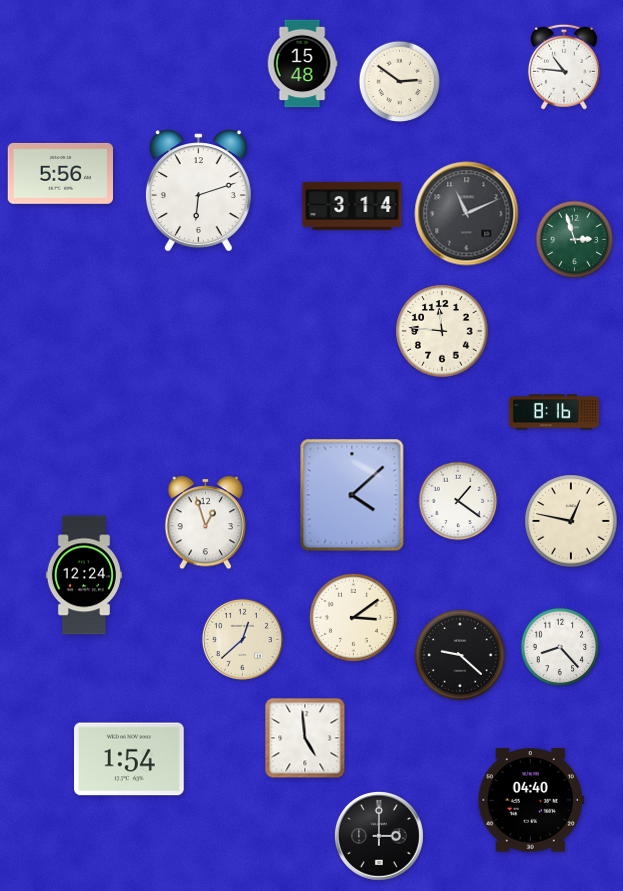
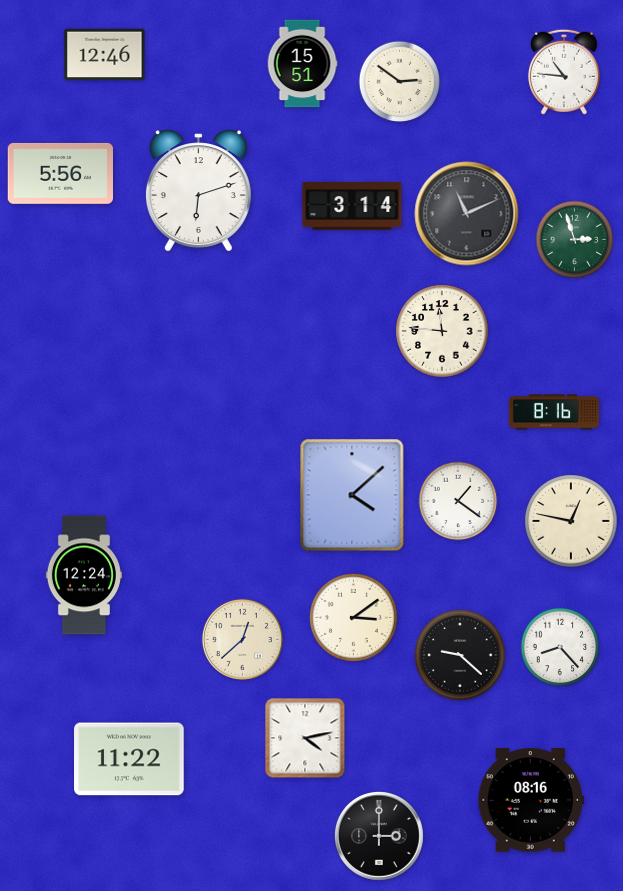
clock at (105, 55): none -> 12:46
clock at (302, 64): 15:48 -> 15:51
clock at (564, 67) position: (564, 67) -> (564, 72)
clock at (206, 523): 12:57 -> none
clock at (305, 738): 4:59 -> 4:13
clock at (129, 759): 1:54 -> 11:22
clock at (531, 800): 04:40 -> 08:16
